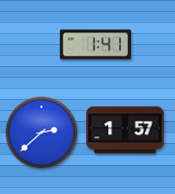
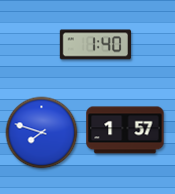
clock at (95, 45): 1:41 -> 1:40
clock at (42, 133): 2:38 -> 7:48
